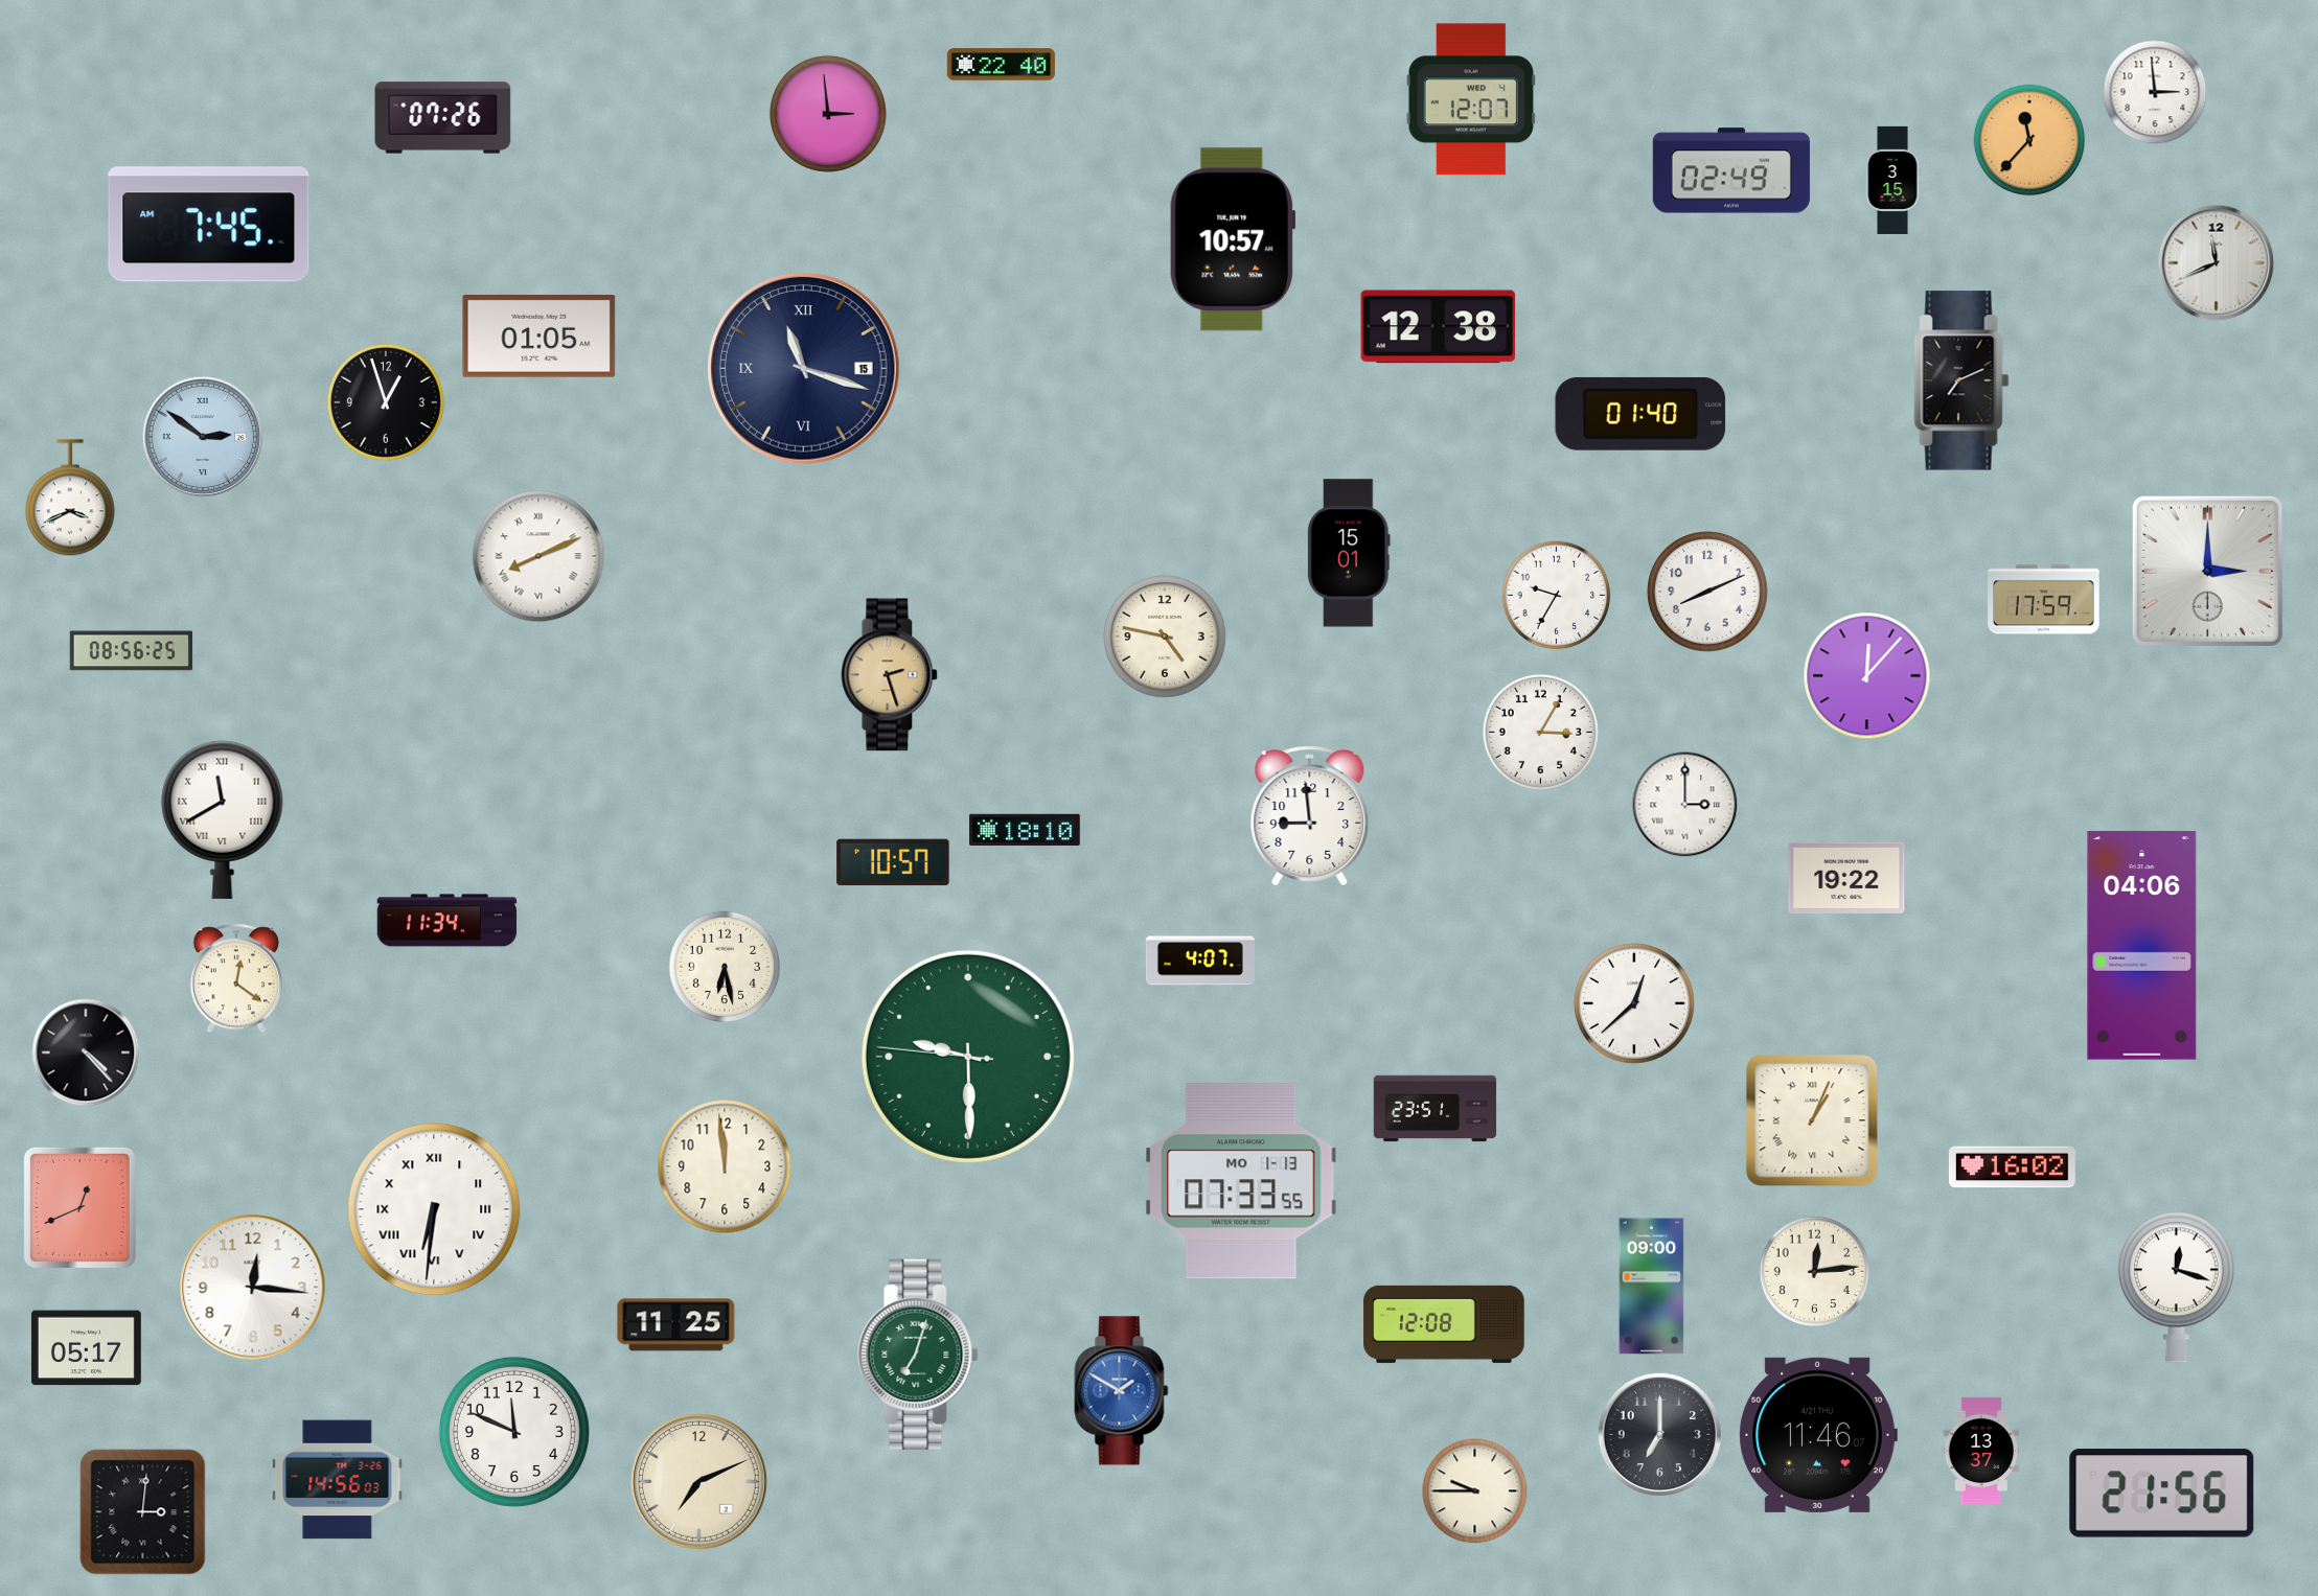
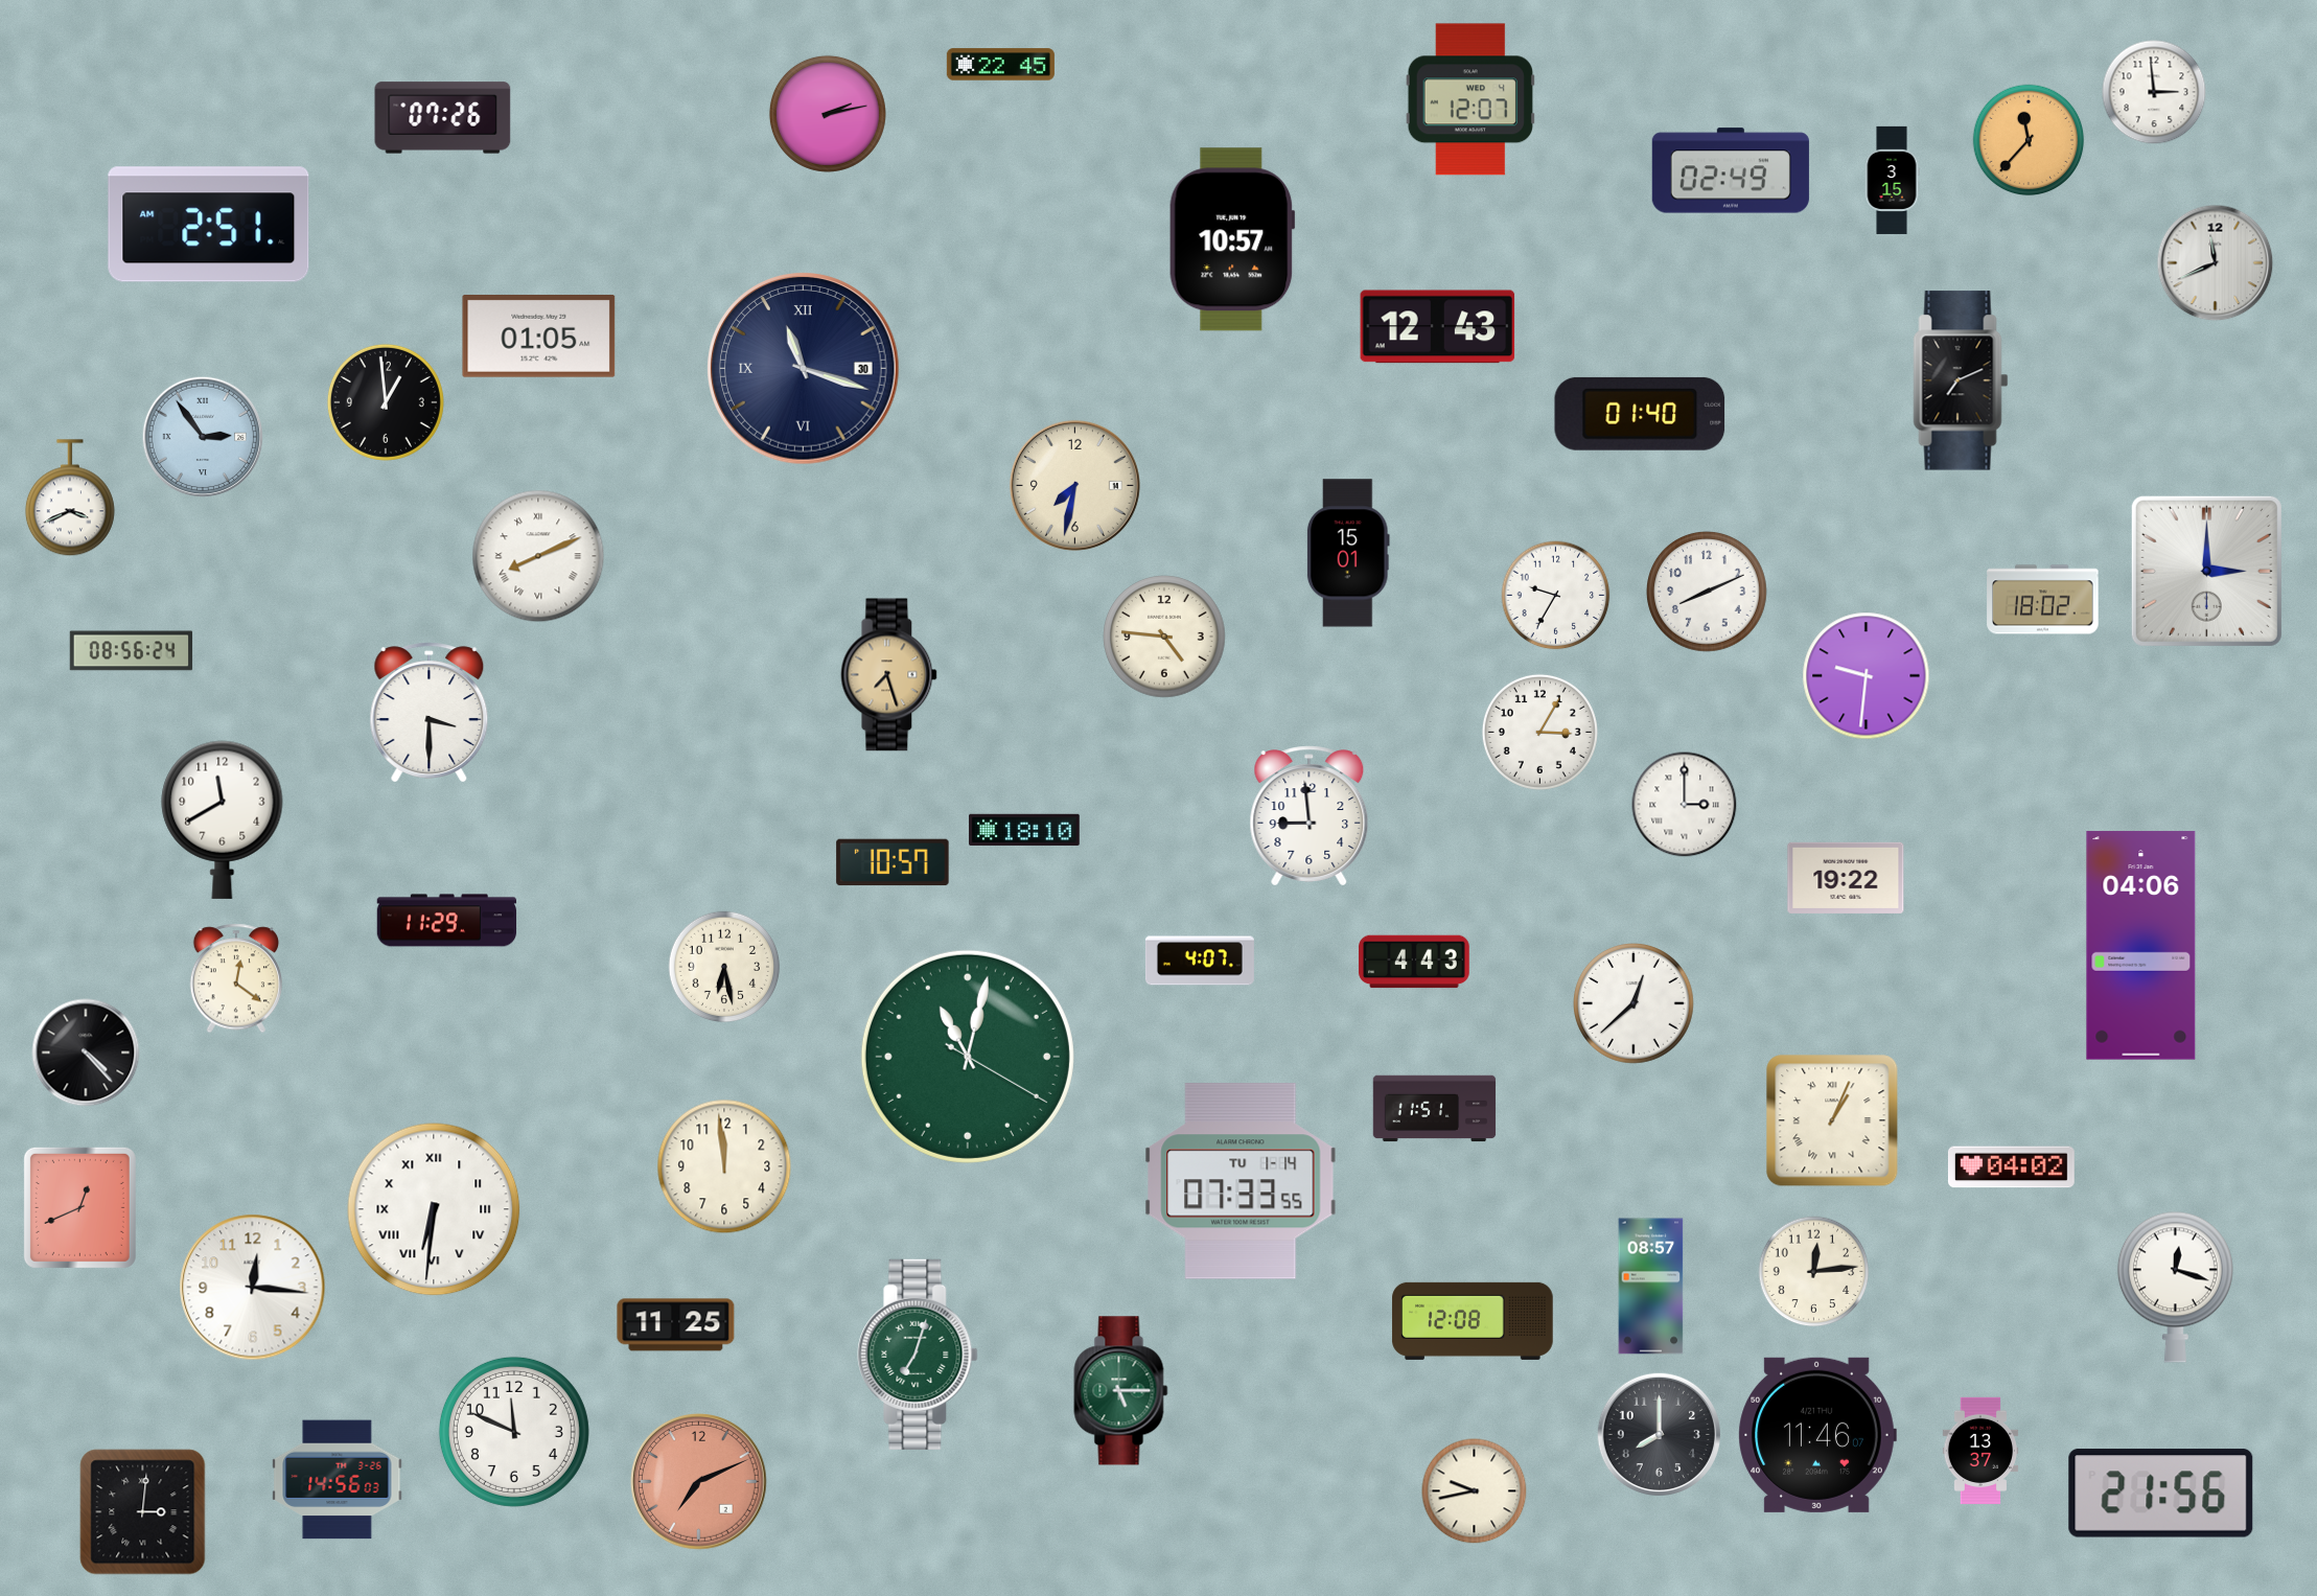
clock at (1001, 65): 22:40 -> 22:45
clock at (828, 114): 2:59 -> 2:13
clock at (209, 225): 7:45 -> 2:51
clock at (1439, 327): 12:38 -> 12:43
clock at (804, 369) date: 15 -> 30
clock at (386, 402): 12:57 -> 12:59
clock at (203, 437): 2:51 -> 2:54
clock at (1074, 485): none -> 7:32
clock at (2044, 600): 17:59 -> 18:02
clock at (1165, 637): 4:47 -> 4:46
clock at (132, 651): 08:56:25 -> 08:56:24
clock at (890, 675): 2:27 -> 7:27
clock at (1867, 676): 12:07 -> 9:31
clock at (430, 713): none -> 3:30
clock at (223, 819) numerals: Roman -> Arabic
clock at (447, 921): 11:34 -> 11:29
clock at (1414, 962): none -> 4:43
clock at (968, 1057): 9:29 -> 11:02
clock at (1436, 1109): 23:51 -> 11:51
clock at (1812, 1120) position: (1812, 1120) -> (1832, 1120)
clock at (2012, 1167): 16:02 -> 04:02
clock at (1241, 1181) date: MO 1-13 -> TU 1-14
clock at (1652, 1287): 09:00 -> 08:57
clock at (1444, 1324) position: (1444, 1324) -> (1473, 1321)
clock at (86, 1348): 05:17 -> none
clock at (1122, 1391): 1:50 -> 5:15
clock at (1122, 1391) dial: blue -> green
clock at (1659, 1434): 7:00 -> 8:00
clock at (699, 1482) dial: cream -> salmon
clock at (1475, 1491): 9:45 -> 9:43
